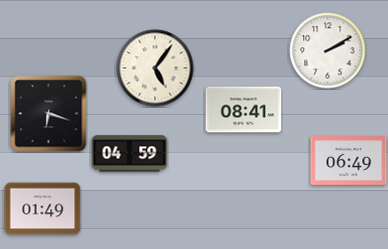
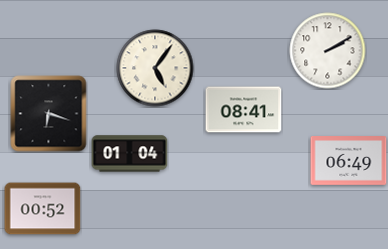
clock at (130, 154): 04:59 -> 01:04
clock at (43, 209): 01:49 -> 00:52
